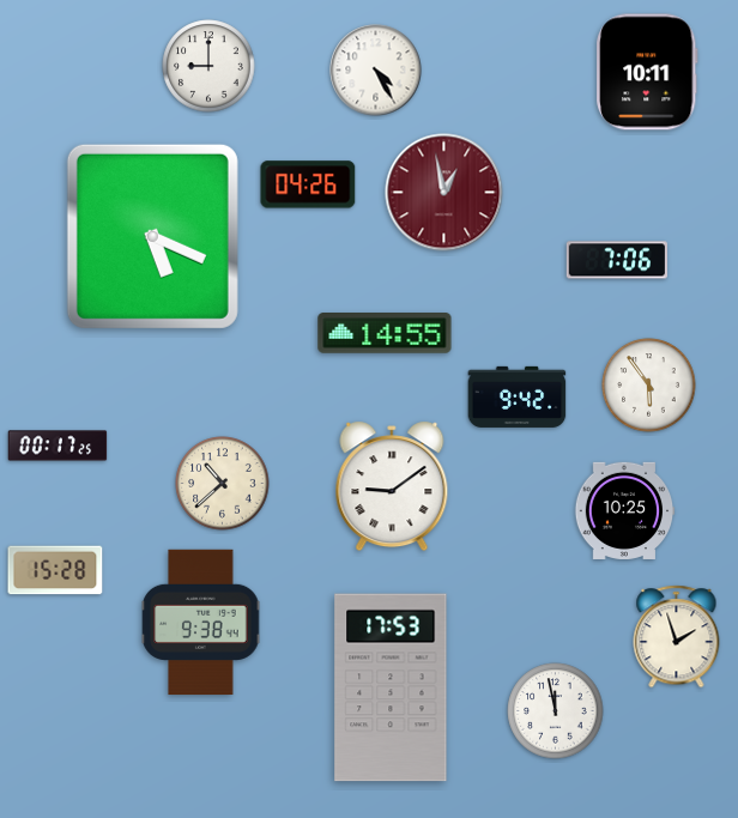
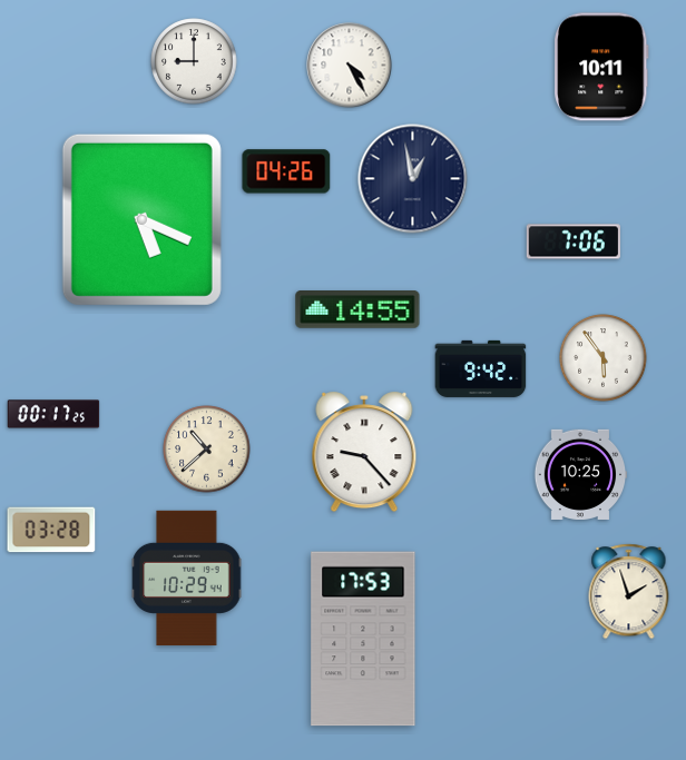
clock at (444, 193) dial: burgundy -> navy
clock at (392, 486): 9:09 -> 9:23
clock at (55, 570): 15:28 -> 03:28
clock at (201, 623): 9:38 -> 10:29
clock at (556, 711): 11:58 -> none
